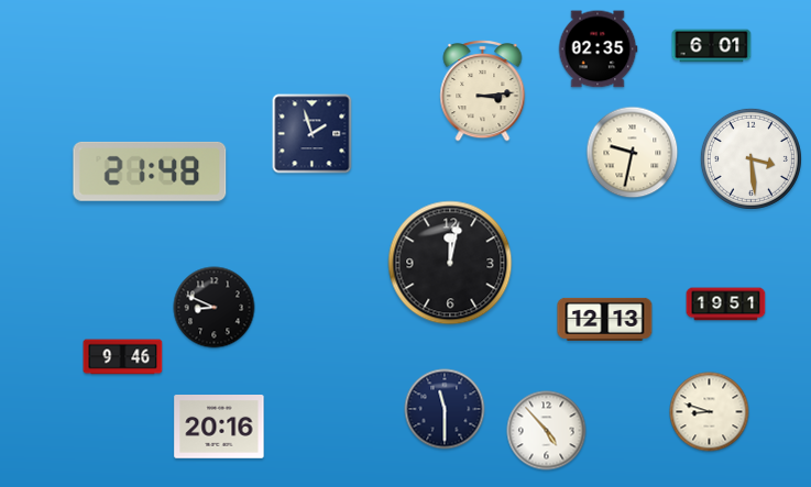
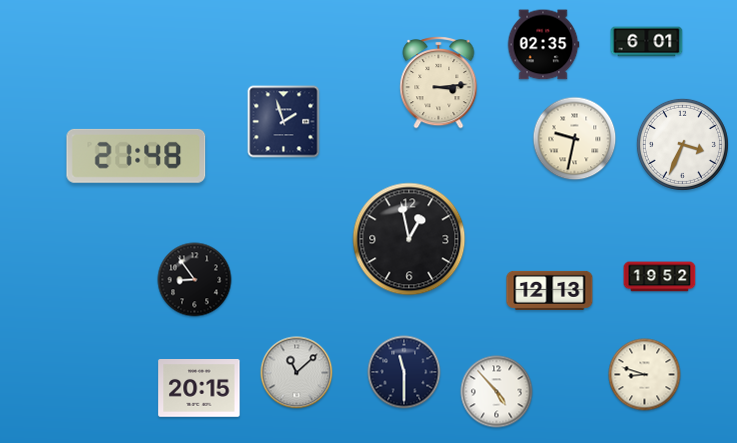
clock at (750, 158): 3:29 -> 3:34
clock at (450, 263): 12:02 -> 12:58
clock at (726, 305): 19:51 -> 19:52
clock at (215, 308): 8:49 -> 8:54
clock at (123, 357): 9:46 -> none
clock at (297, 373): none -> 11:08
clock at (219, 428): 20:16 -> 20:15
